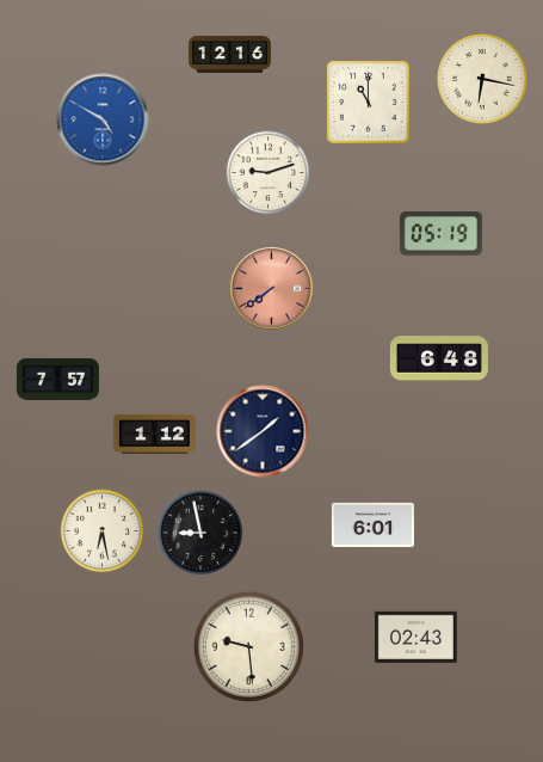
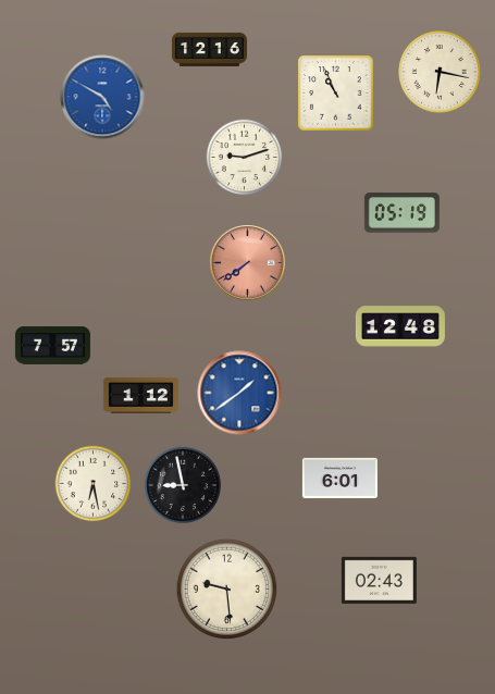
clock at (369, 103): 11:00 -> 10:56
clock at (103, 119) position: (103, 119) -> (102, 97)
clock at (439, 358): 6:48 -> 12:48
clock at (263, 431) dial: navy -> blue
